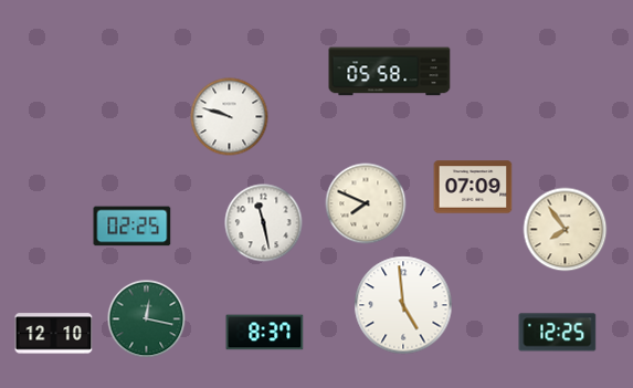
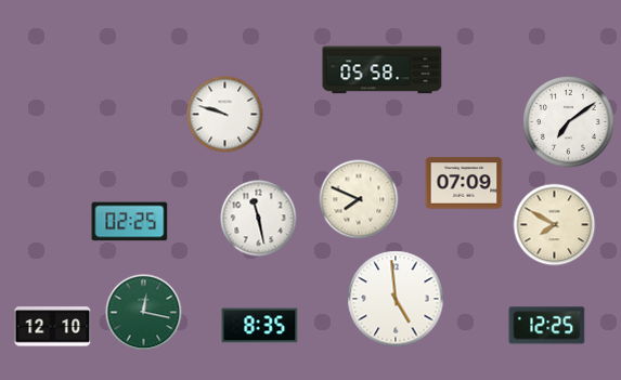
clock at (569, 122): none -> 7:09
clock at (566, 230): 7:54 -> 7:50
clock at (265, 333): 8:37 -> 8:35
